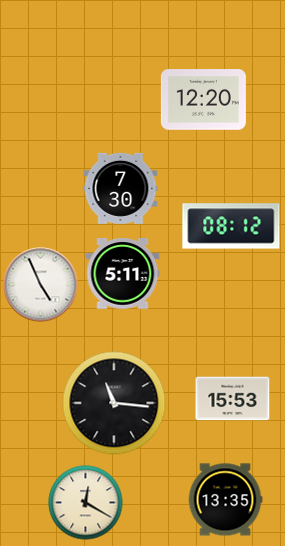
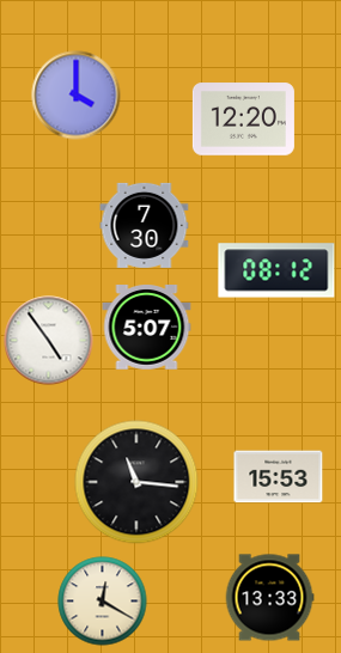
clock at (77, 96): none -> 4:00
clock at (123, 274): 5:11 -> 5:07
clock at (41, 285): 4:56 -> 4:54
clock at (225, 500): 13:35 -> 13:33
